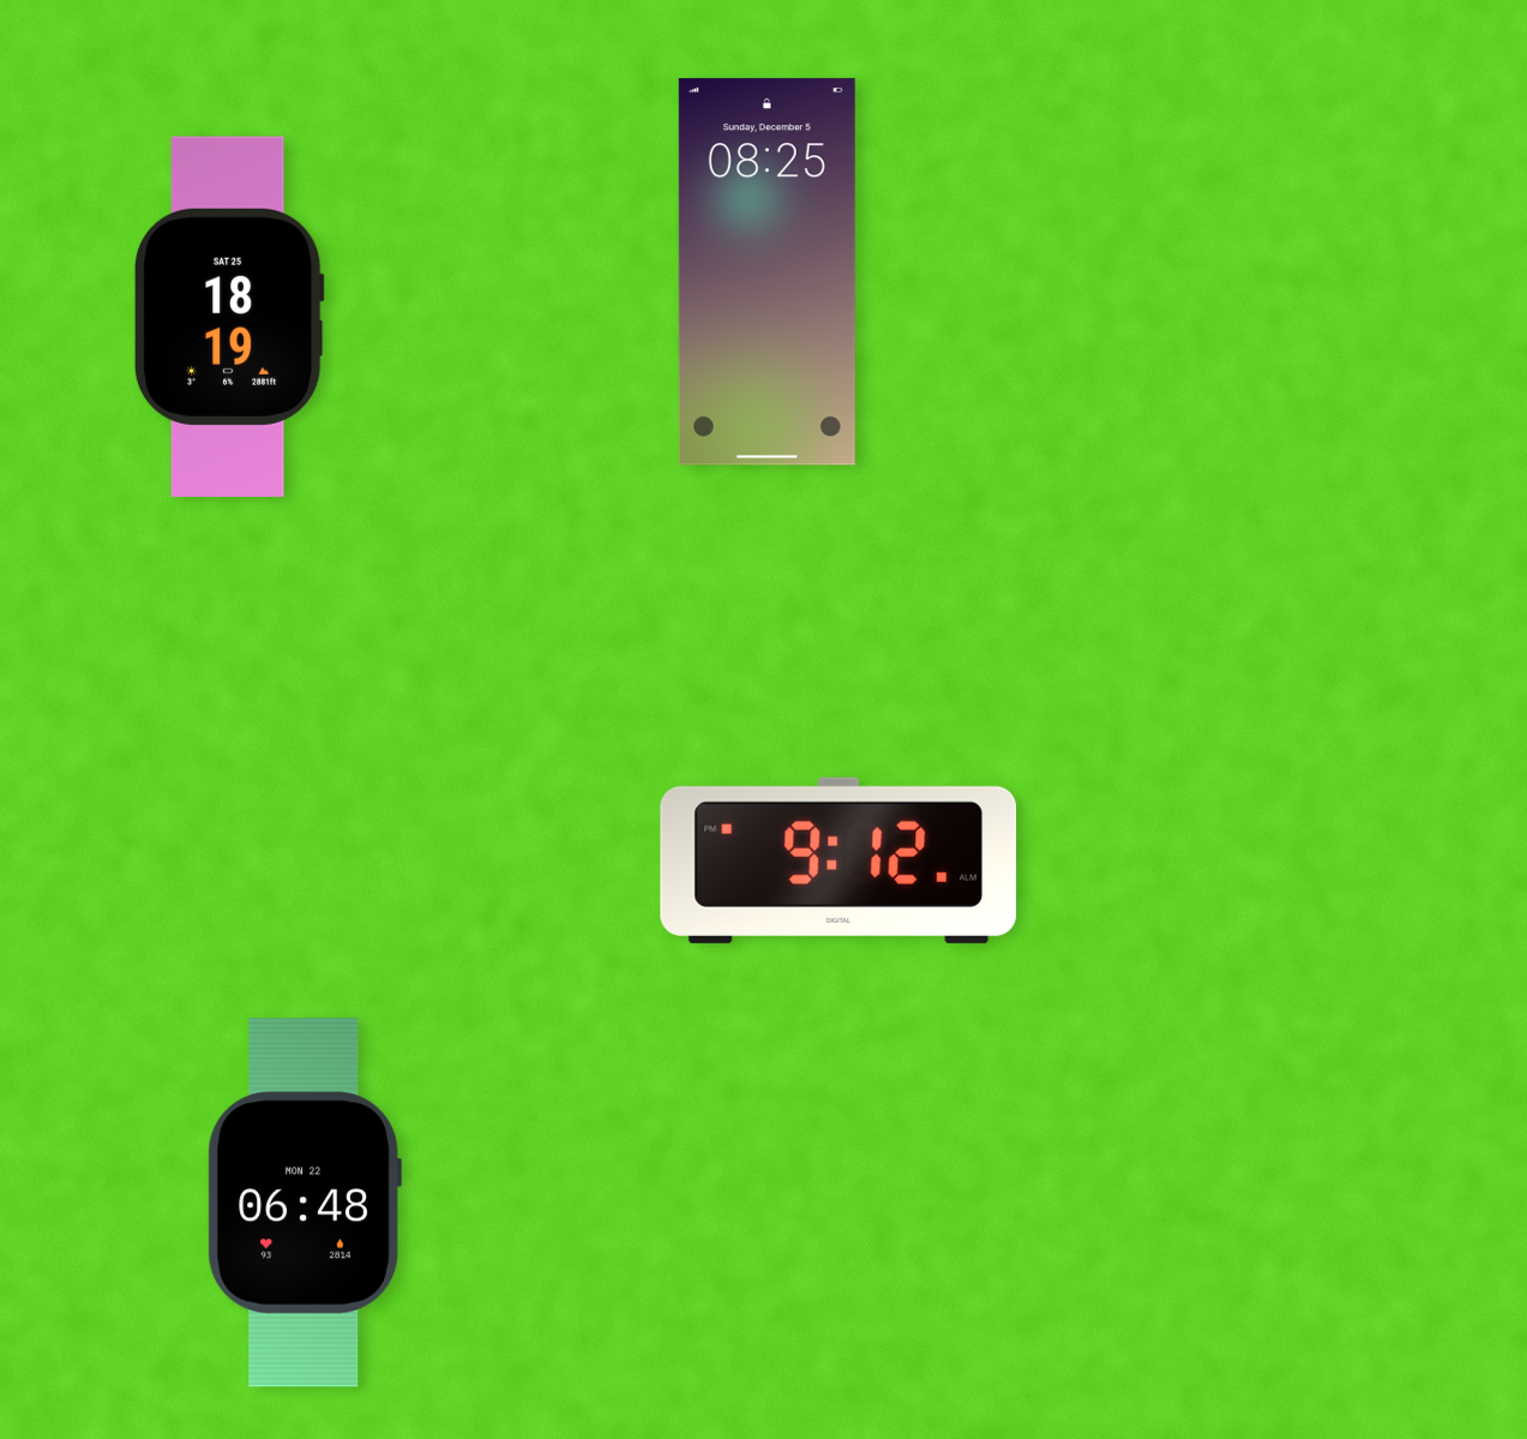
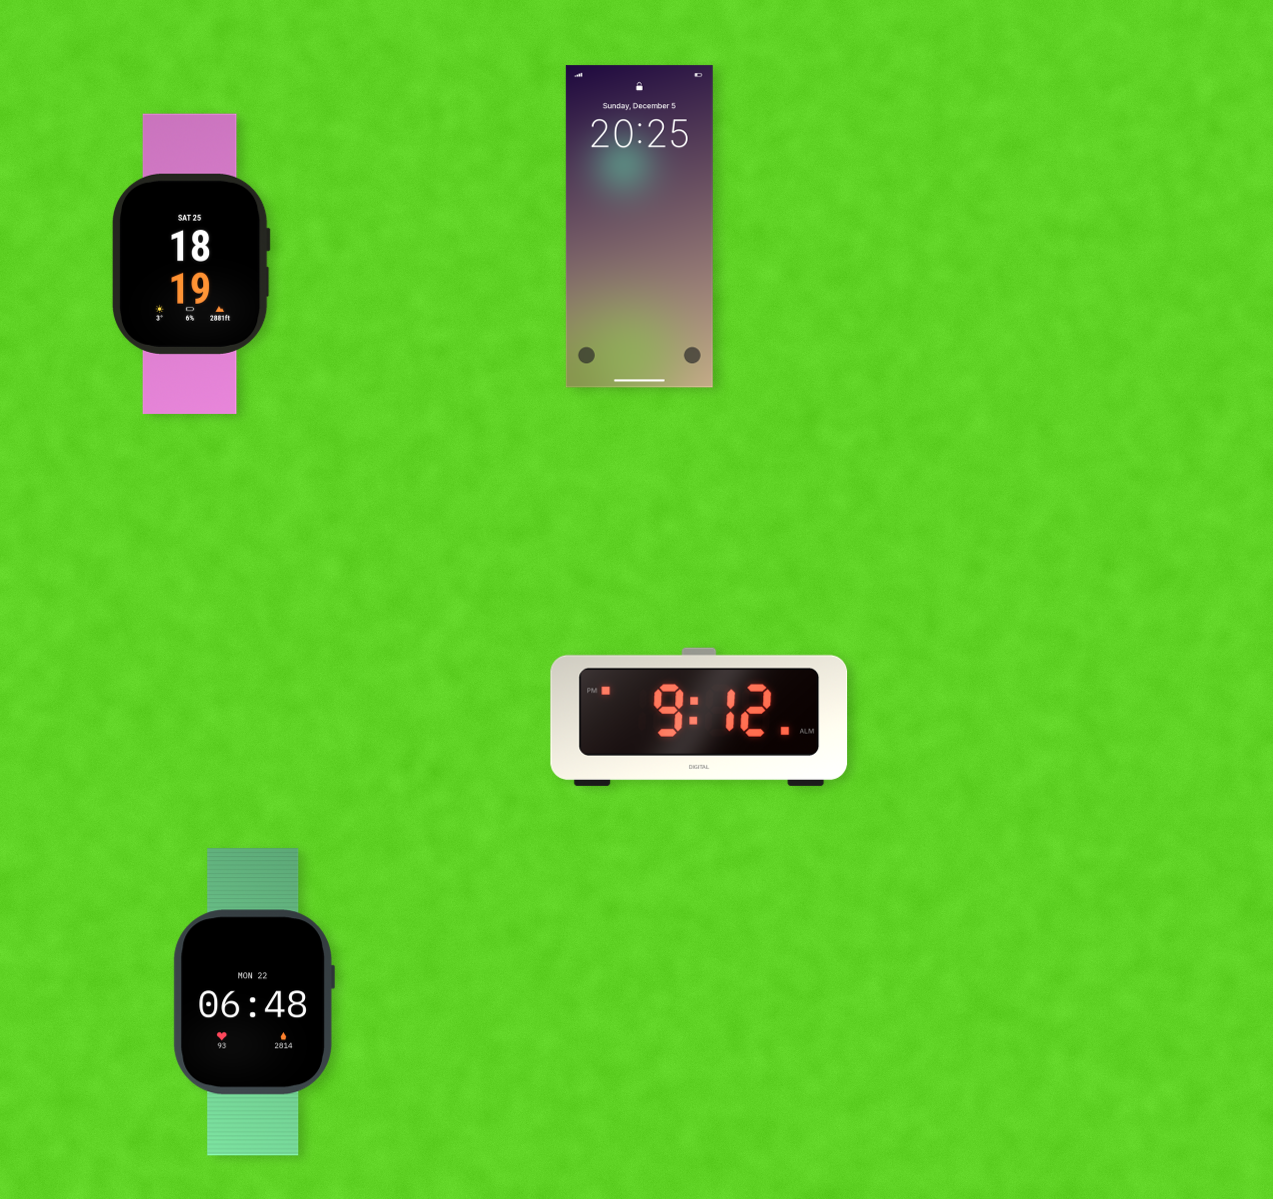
clock at (766, 272): 08:25 -> 20:25
